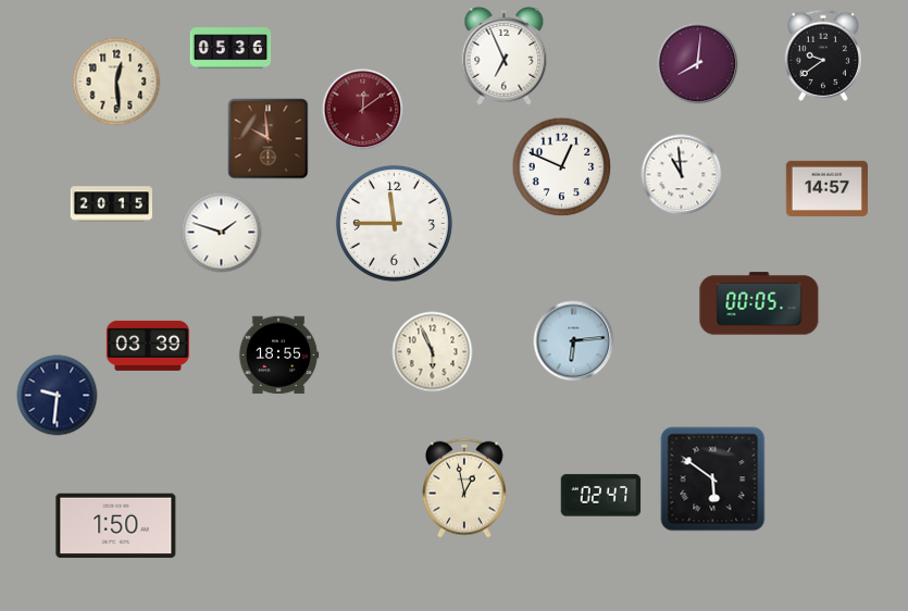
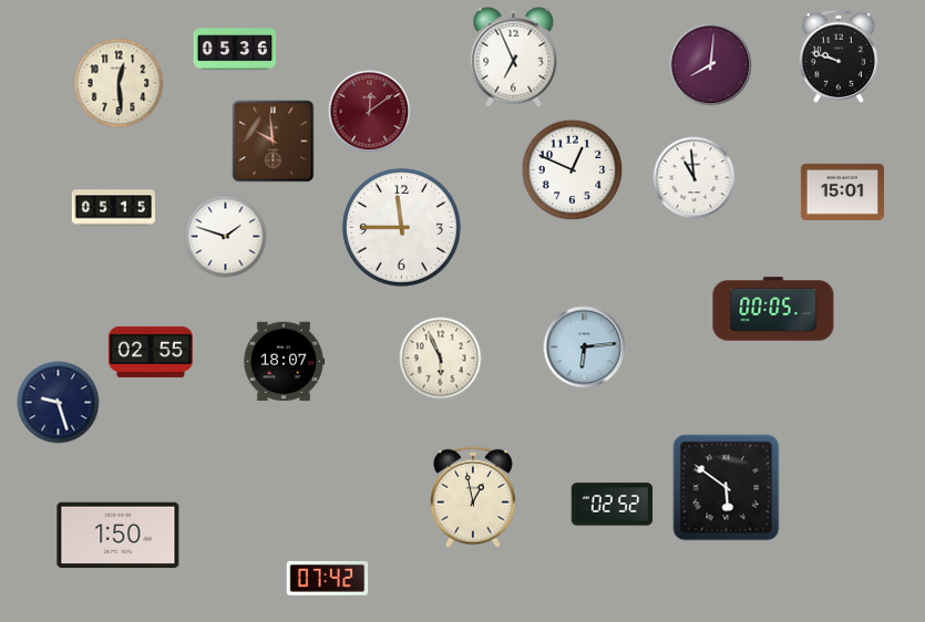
clock at (823, 55): 9:39 -> 9:48
clock at (826, 188): 14:57 -> 15:01
clock at (111, 204): 20:15 -> 05:15
clock at (148, 346): 03:39 -> 02:55
clock at (278, 356): 18:55 -> 18:07
clock at (58, 396): 9:31 -> 9:27
clock at (601, 496): 02:47 -> 02:52
clock at (328, 578): none -> 07:42
